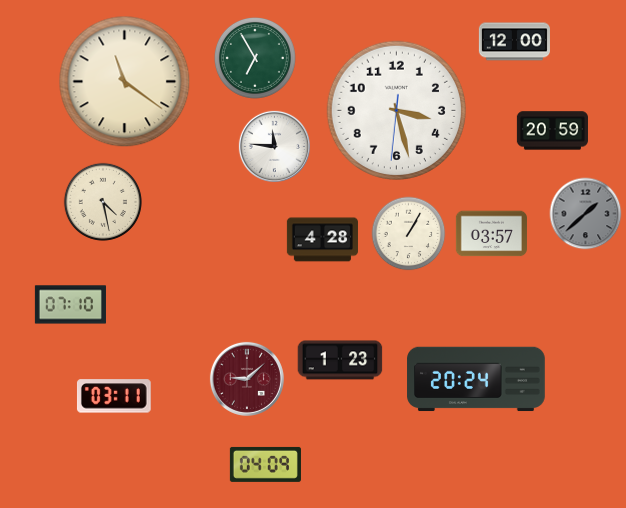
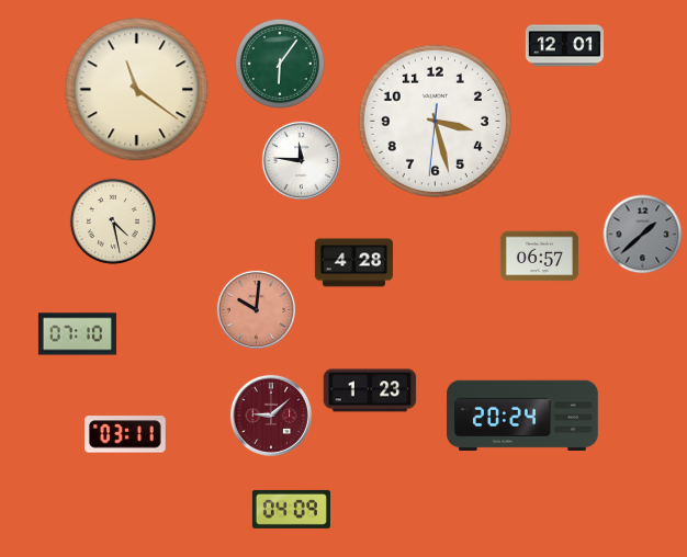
clock at (514, 42): 12:00 -> 12:01
clock at (255, 58): 6:55 -> 6:06
clock at (552, 131): 20:59 -> none
clock at (409, 234): 1:05 -> none
clock at (491, 234): 03:57 -> 06:57
clock at (256, 309): none -> 10:01
clock at (340, 360) position: (340, 360) -> (370, 390)
